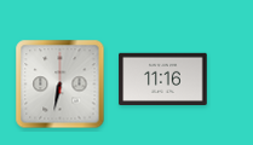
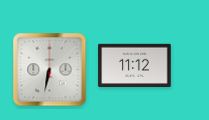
clock at (163, 79): 11:16 -> 11:12
